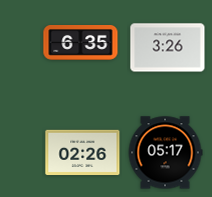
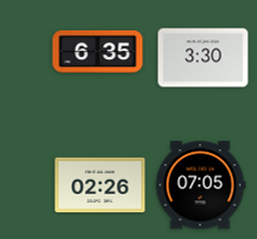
clock at (168, 48): 3:26 -> 3:30
clock at (165, 153): 05:17 -> 07:05
